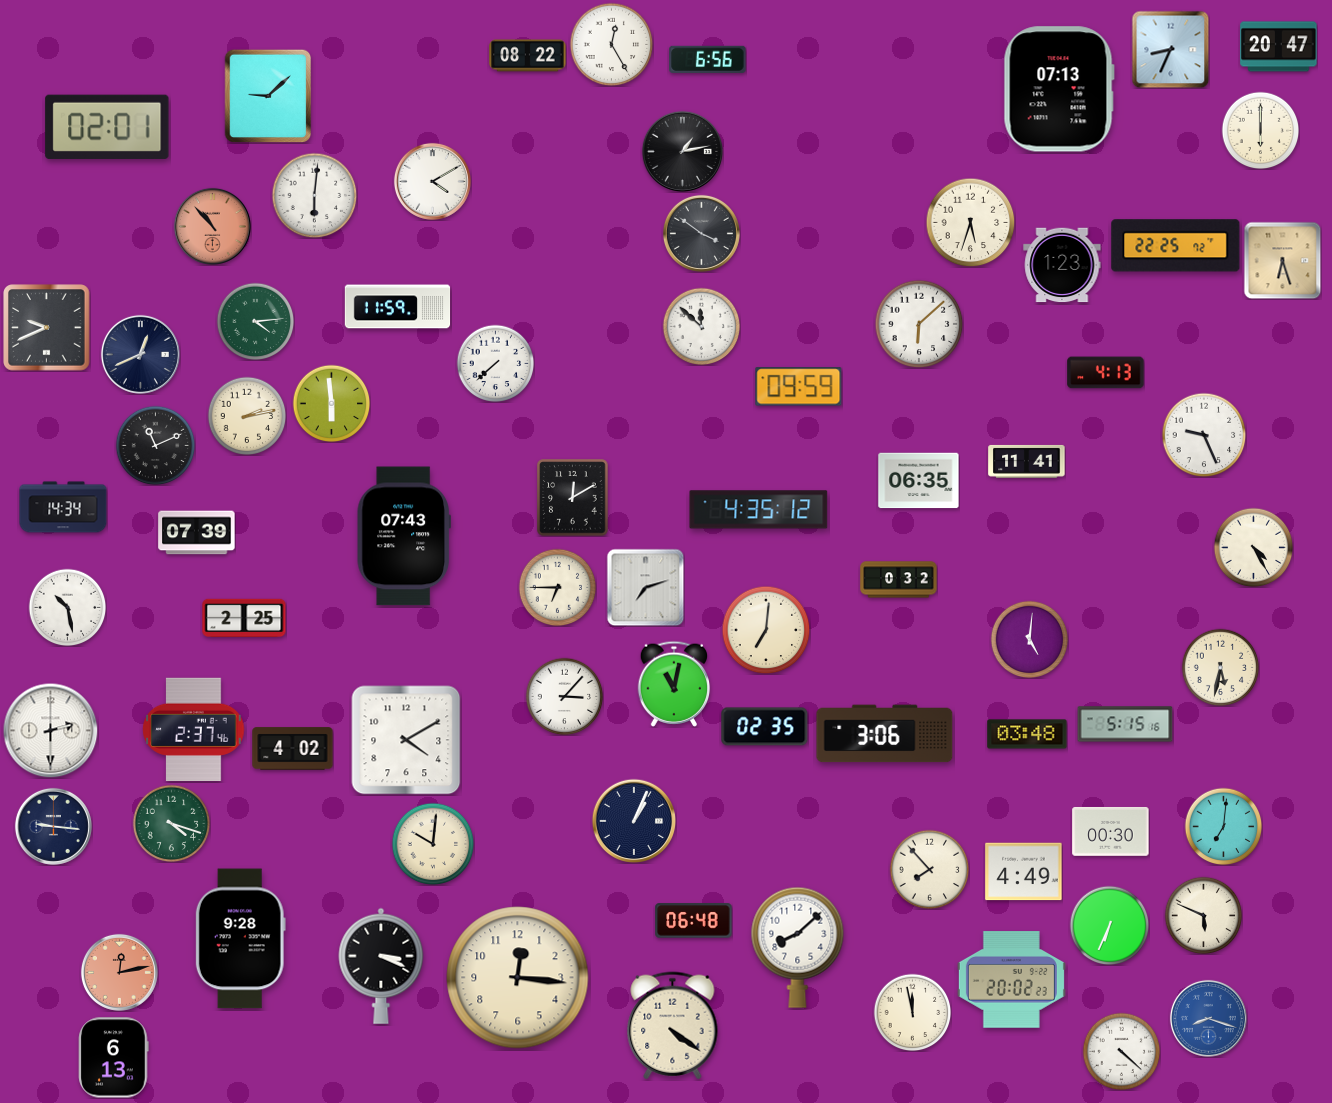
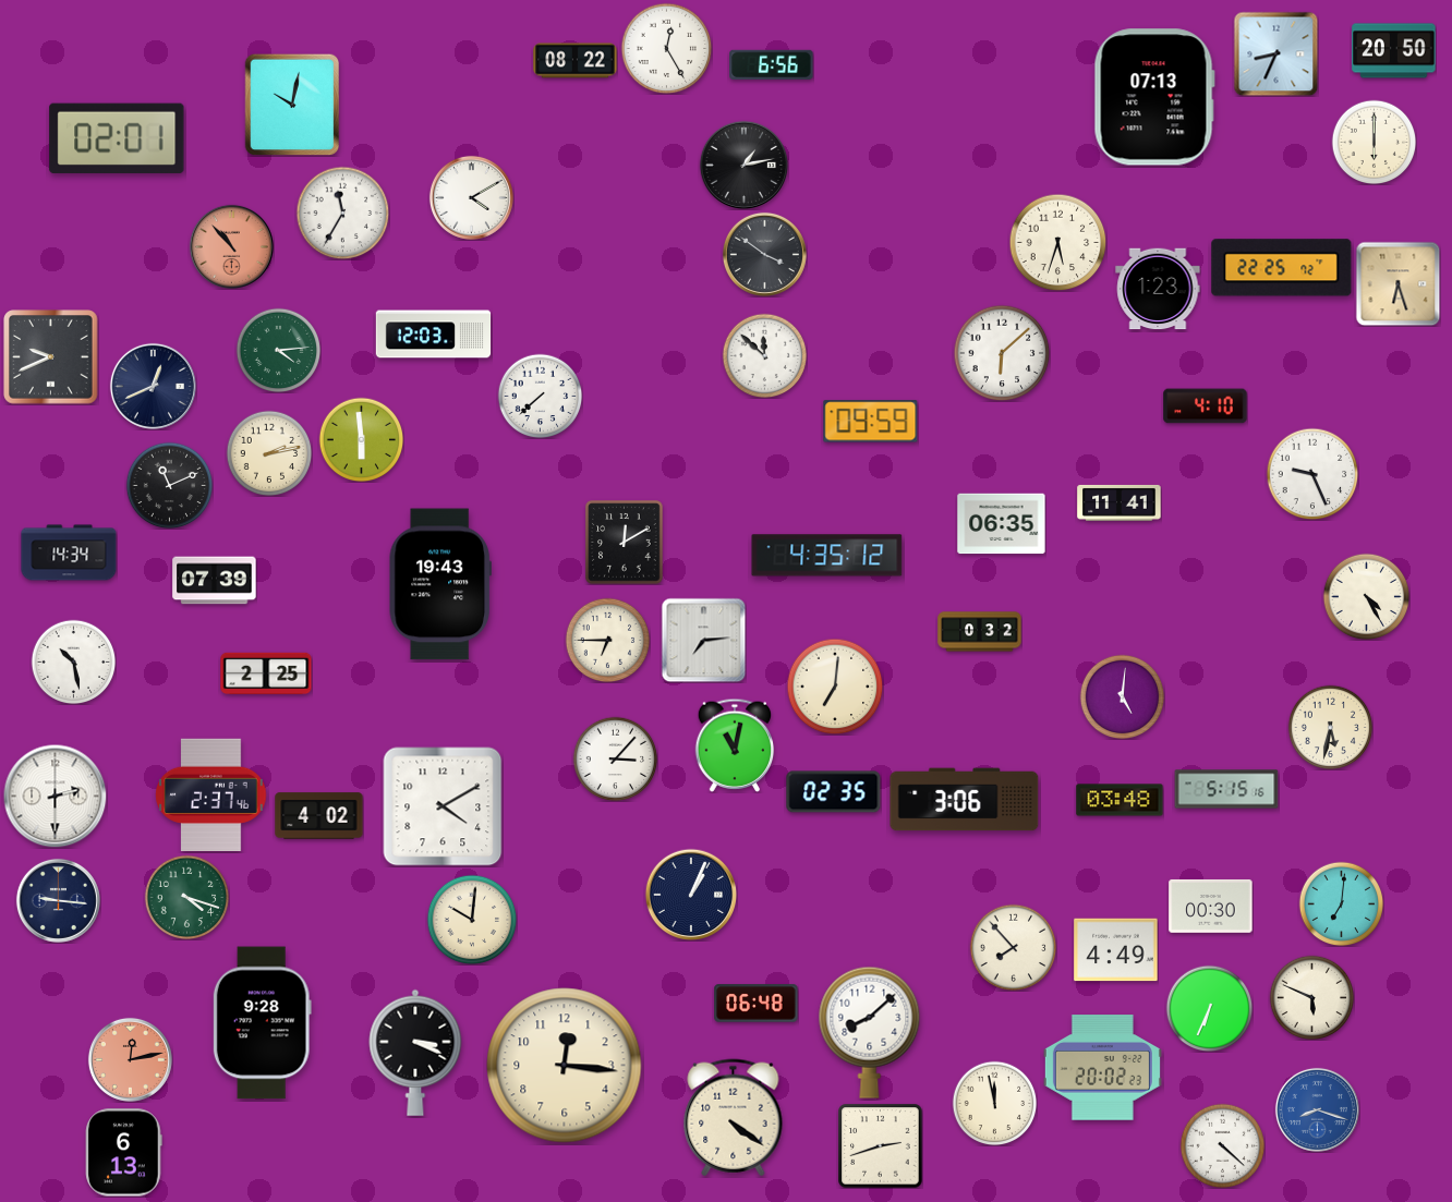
clock at (1279, 47): 20:47 -> 20:50
clock at (268, 96): 9:08 -> 10:02
clock at (314, 195): 6:01 -> 11:35
clock at (398, 307): 11:59 -> 12:03
clock at (1106, 373): 4:13 -> 4:10
clock at (404, 536): 07:43 -> 19:43
clock at (645, 587): 7:12 -> 7:14
clock at (1223, 826) position: (1223, 826) -> (1341, 903)
clock at (881, 1146): none -> 2:42
